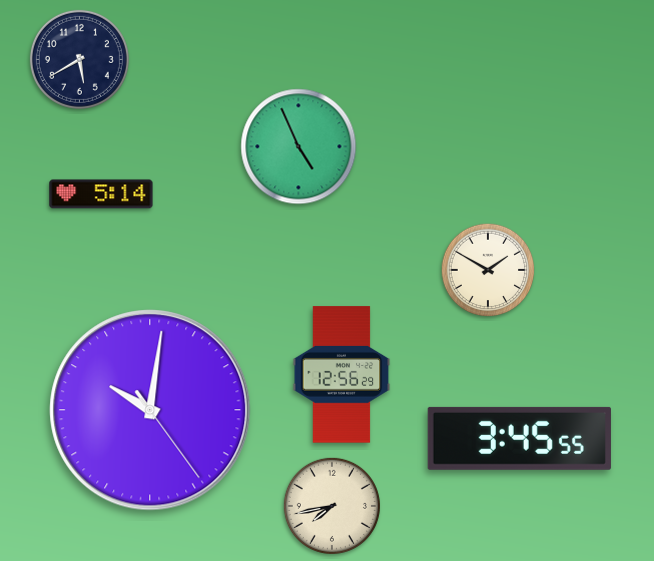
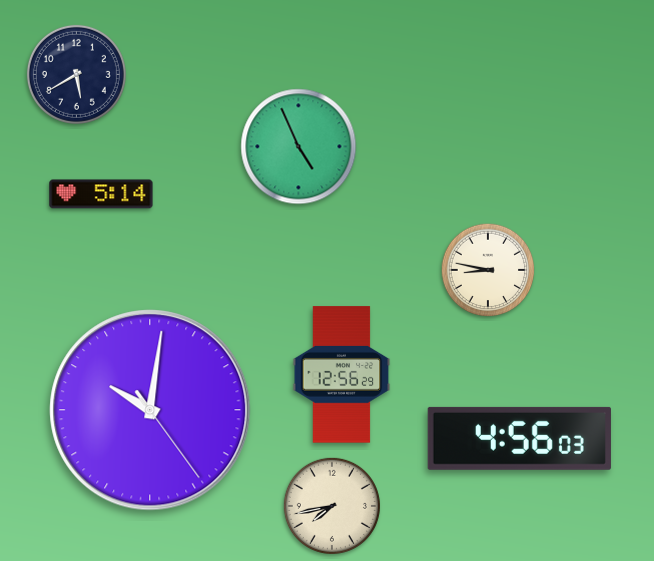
clock at (79, 59) position: (79, 59) -> (76, 74)
clock at (488, 270): 1:50 -> 8:47
clock at (519, 438): 3:45 -> 4:56
